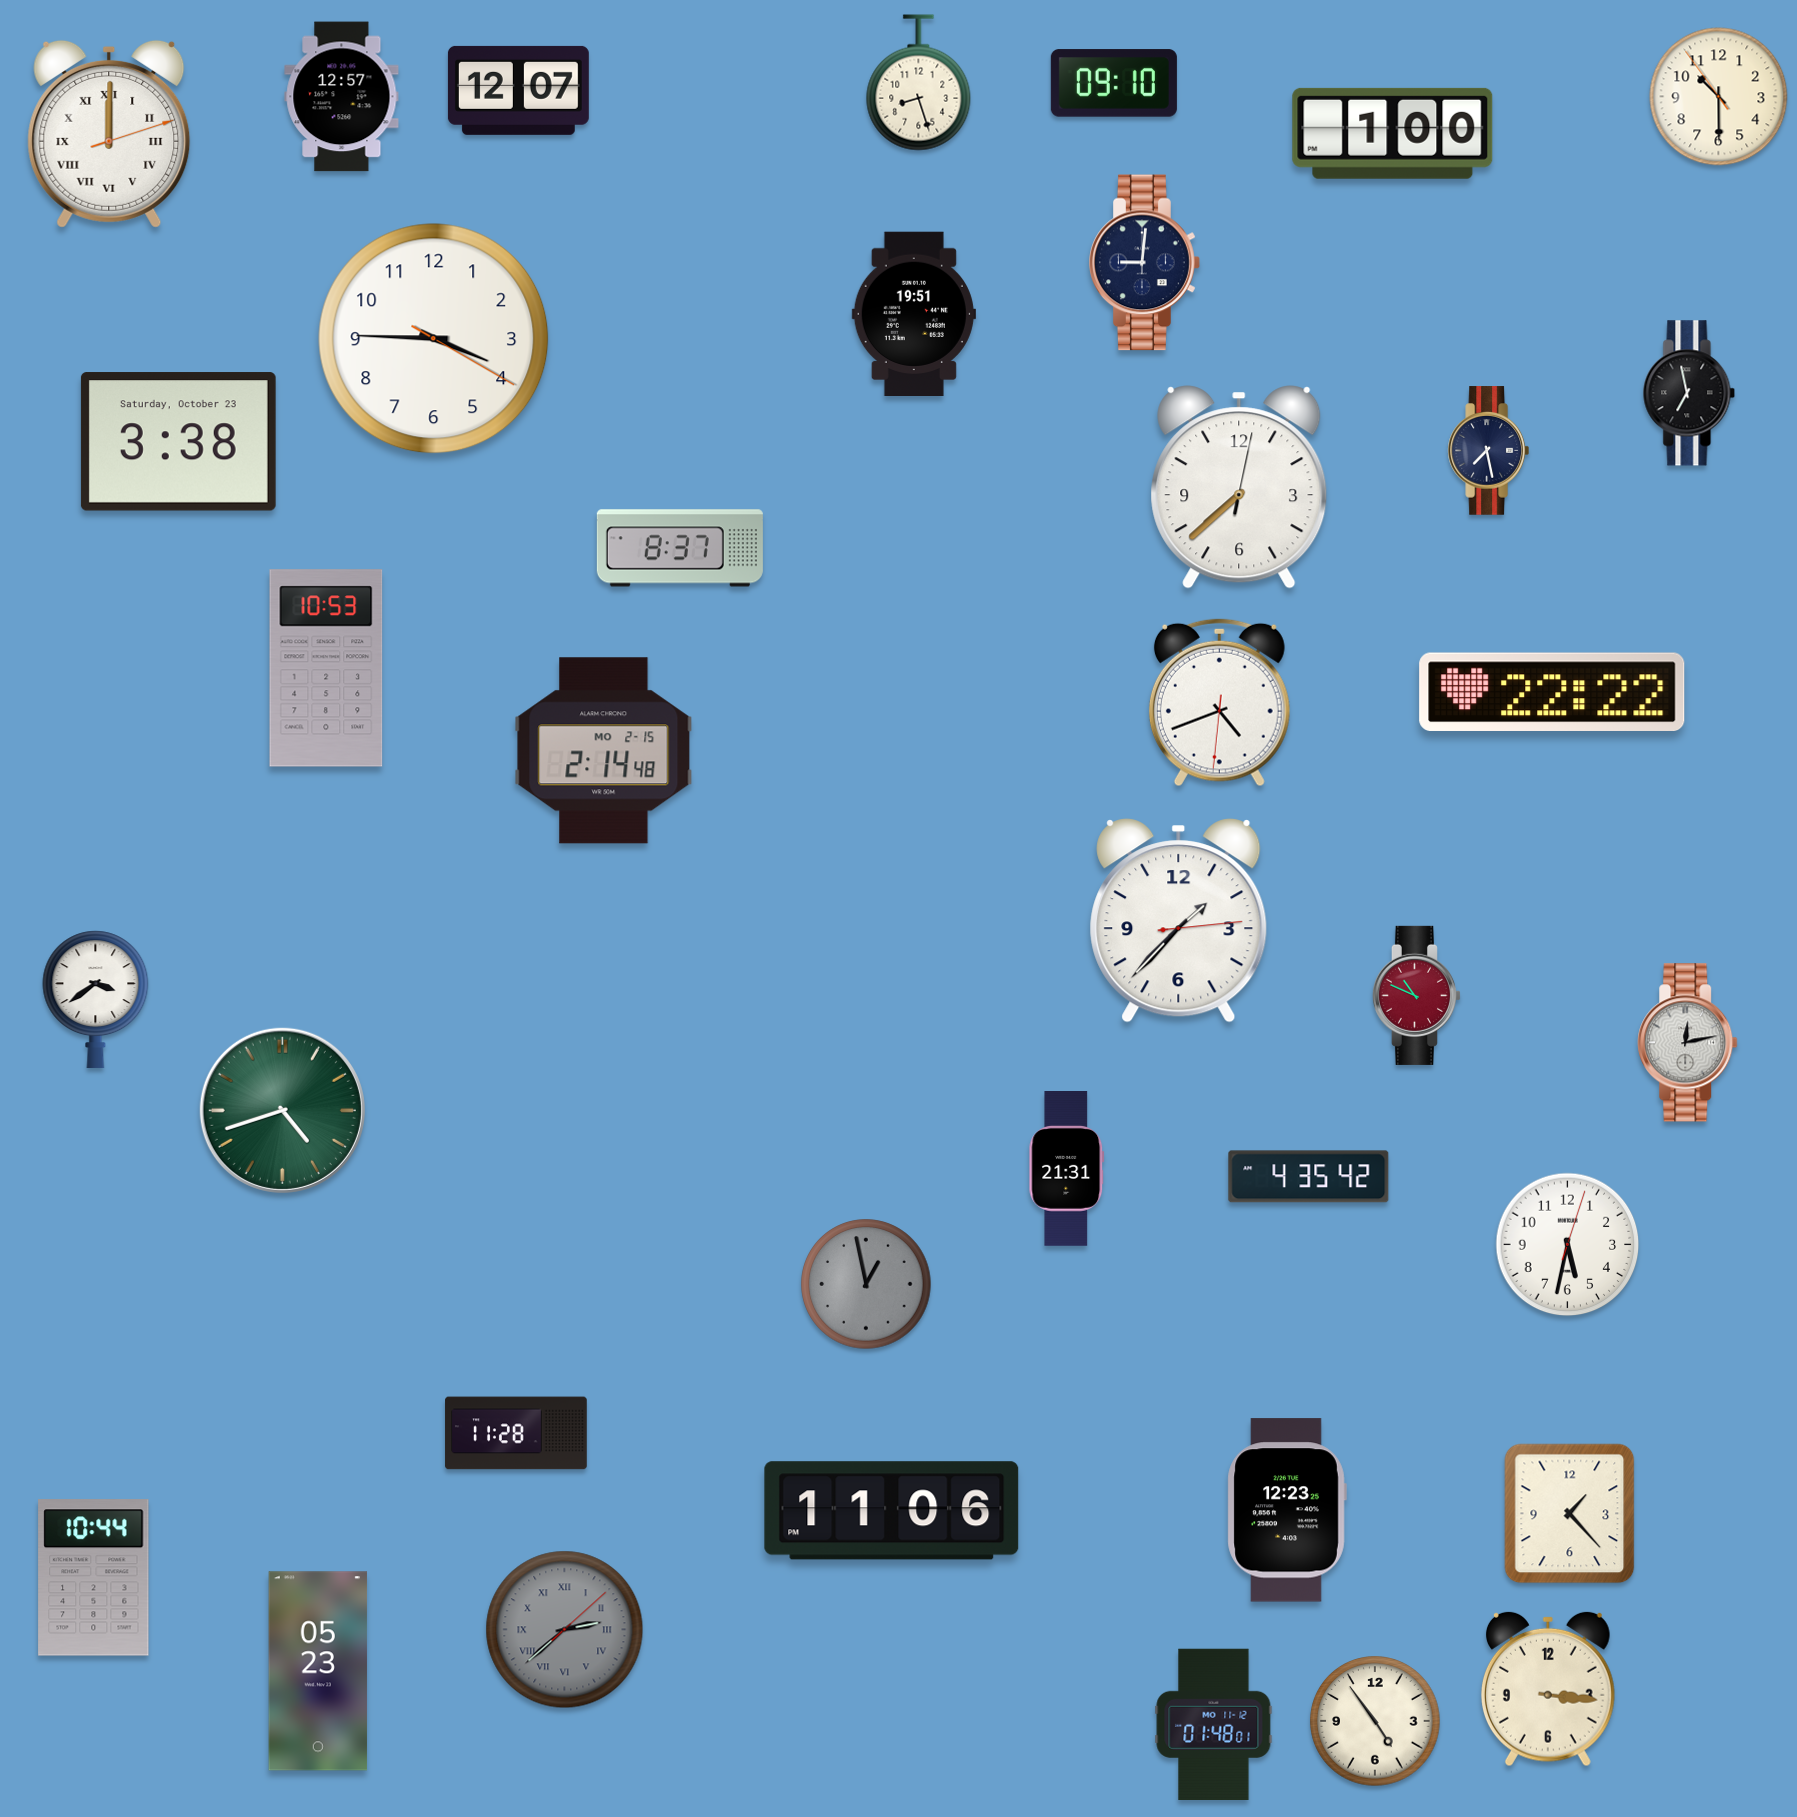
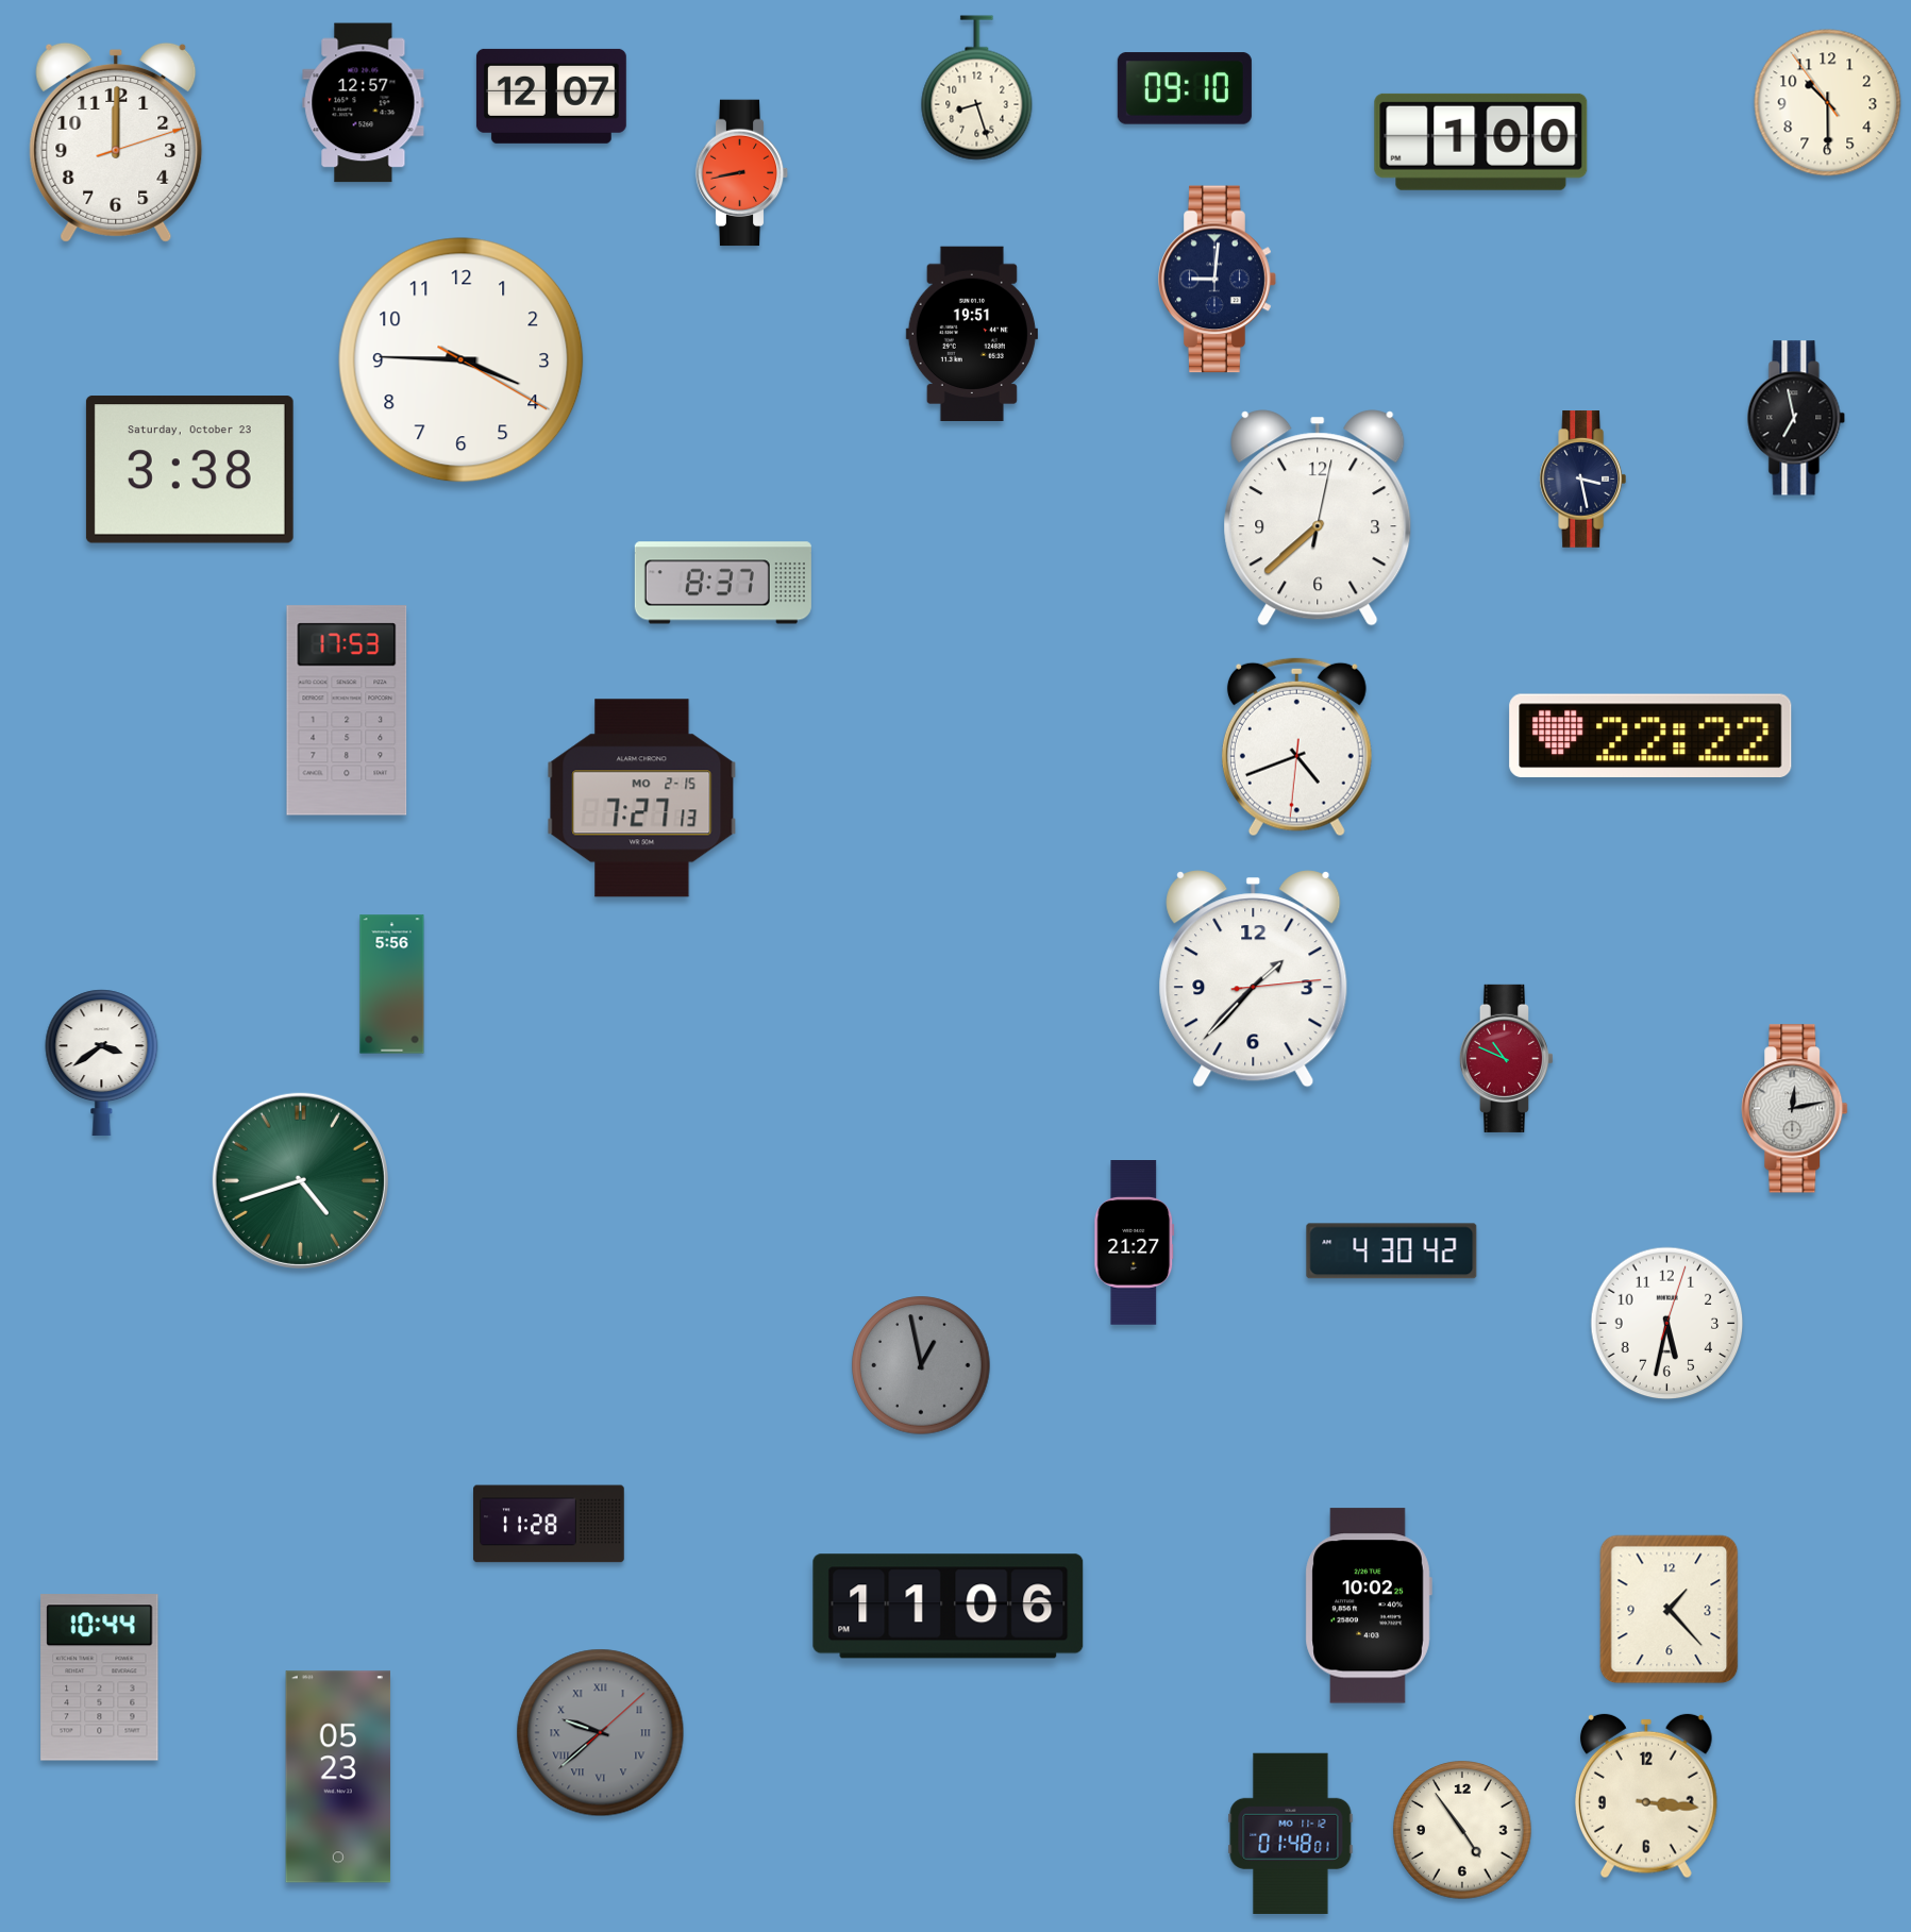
clock at (109, 134) numerals: Roman -> Arabic
clock at (742, 173): none -> 8:43
clock at (1488, 451): 7:28 -> 3:28
clock at (326, 668): 10:53 -> 17:53
clock at (604, 751): 2:14 -> 7:27
clock at (392, 985): none -> 5:56
clock at (1067, 1169): 21:31 -> 21:27
clock at (1309, 1177): 4:35 -> 4:30
clock at (1287, 1510): 12:23 -> 10:02
clock at (565, 1630): 2:38 -> 9:38
